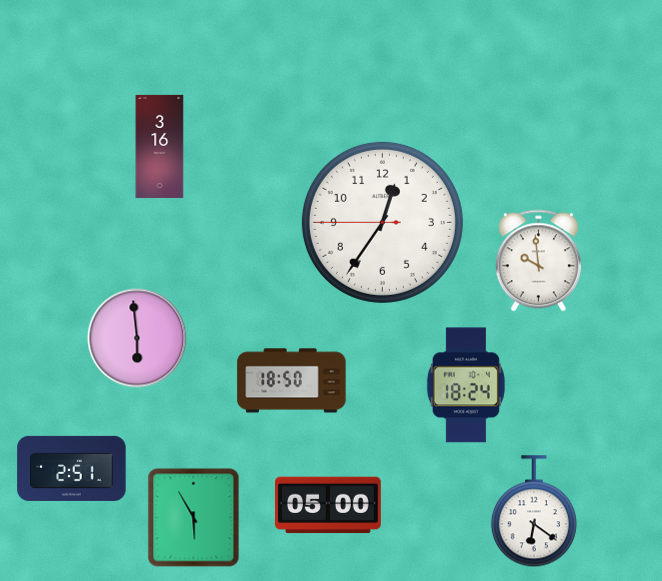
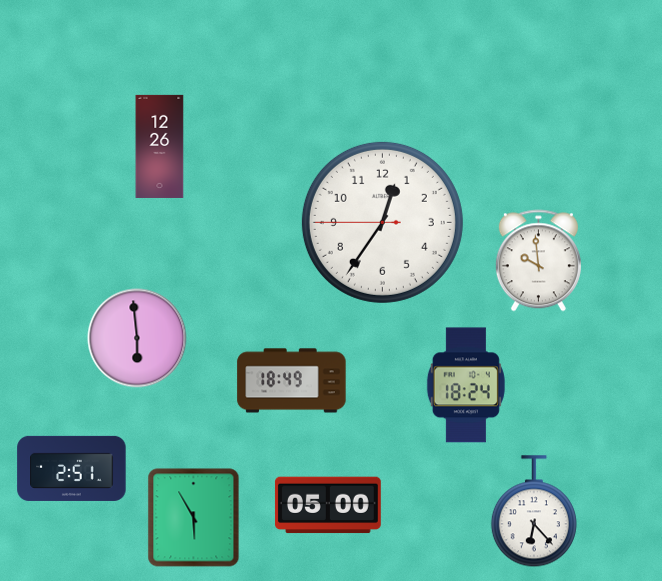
clock at (160, 146): 3:16 -> 12:26
clock at (292, 381): 18:50 -> 18:49
clock at (534, 512): 6:21 -> 6:23
